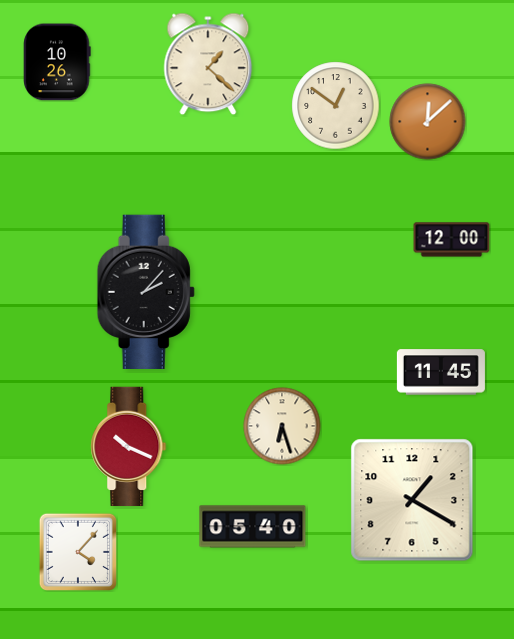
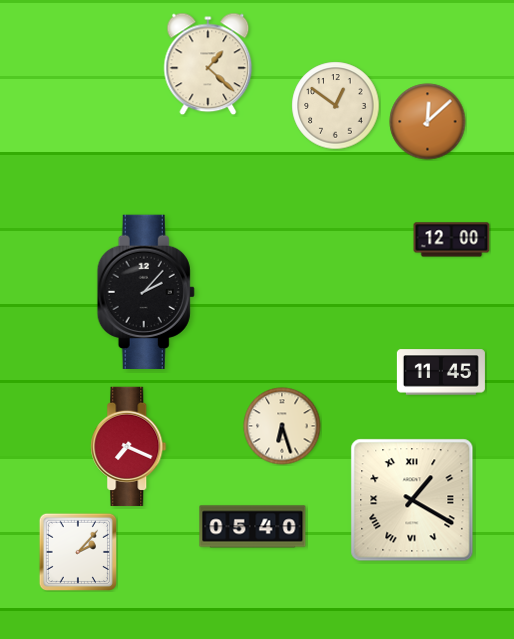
clock at (57, 62): 10:26 -> none
clock at (129, 447): 10:19 -> 7:19
clock at (412, 500) numerals: Arabic -> Roman
clock at (77, 551): 4:07 -> 2:07
